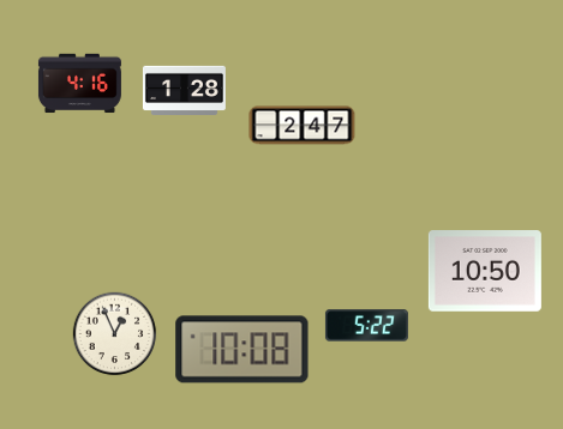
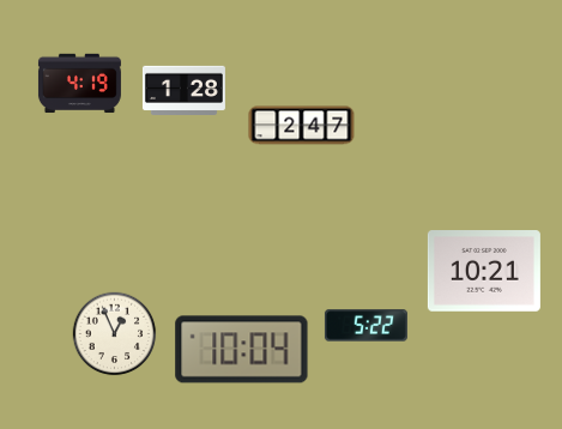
clock at (79, 84): 4:16 -> 4:19
clock at (485, 272): 10:50 -> 10:21
clock at (242, 350): 10:08 -> 10:04
